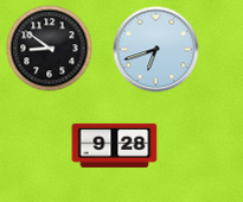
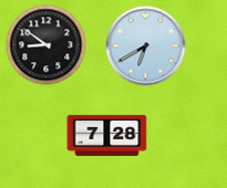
clock at (156, 50): 6:42 -> 6:40
clock at (115, 145): 9:28 -> 7:28
